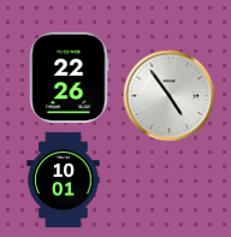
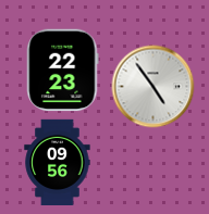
clock at (70, 78): 22:26 -> 22:23
clock at (64, 179): 10:01 -> 09:56
